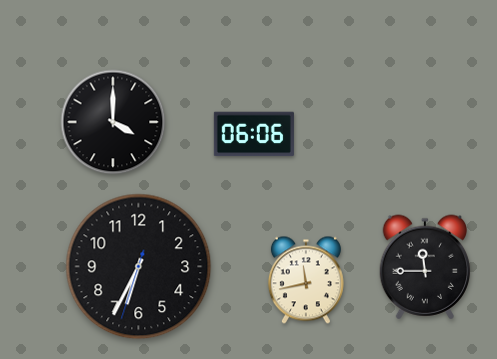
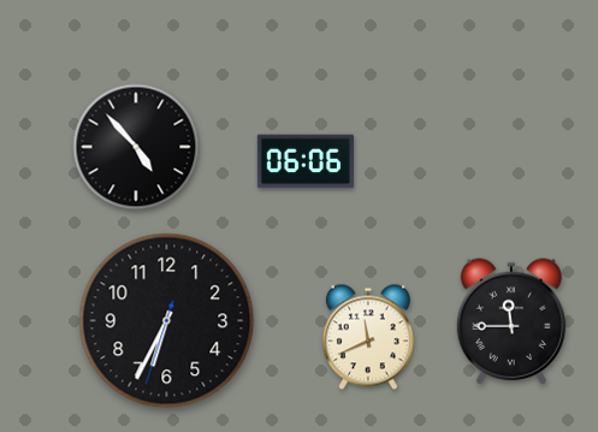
clock at (113, 122): 4:00 -> 4:53
clock at (306, 280): 11:43 -> 11:41
